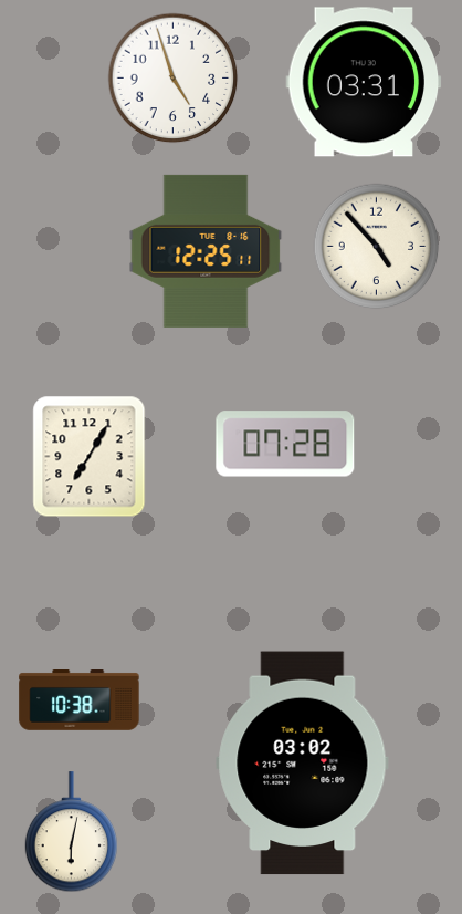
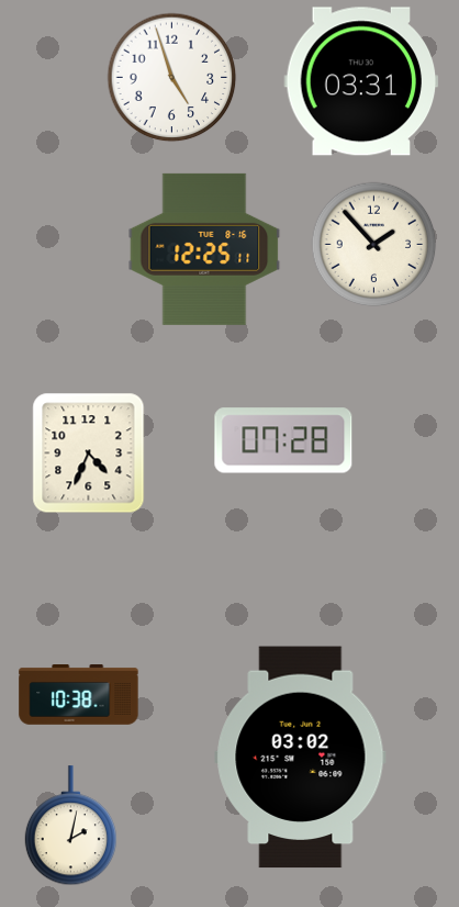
clock at (376, 246): 4:53 -> 1:53
clock at (90, 456): 7:05 -> 4:34
clock at (71, 832): 6:02 -> 2:02
